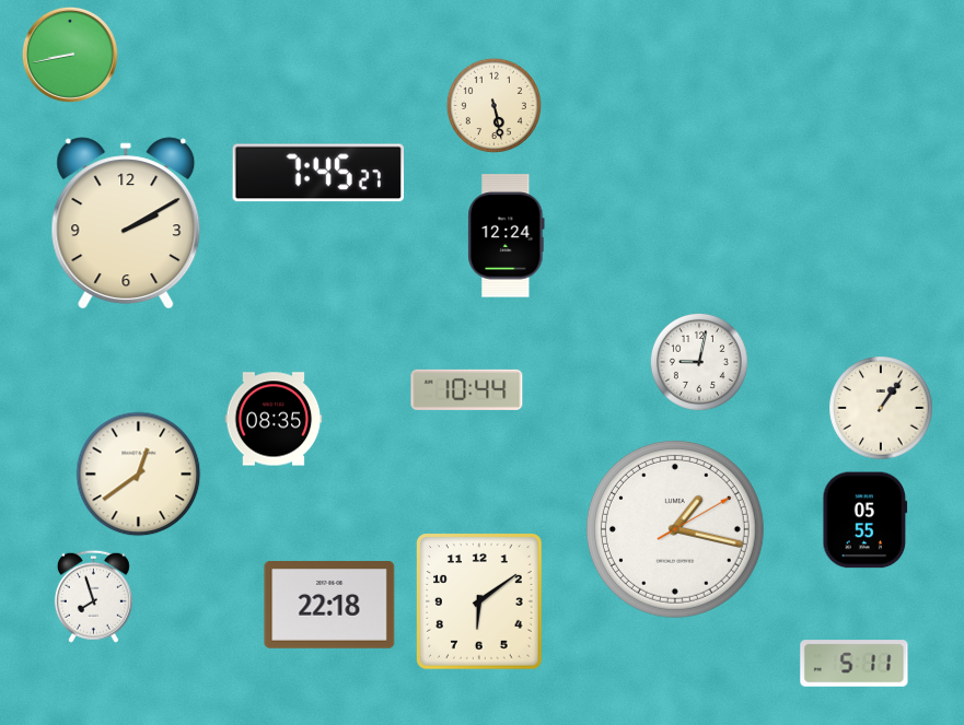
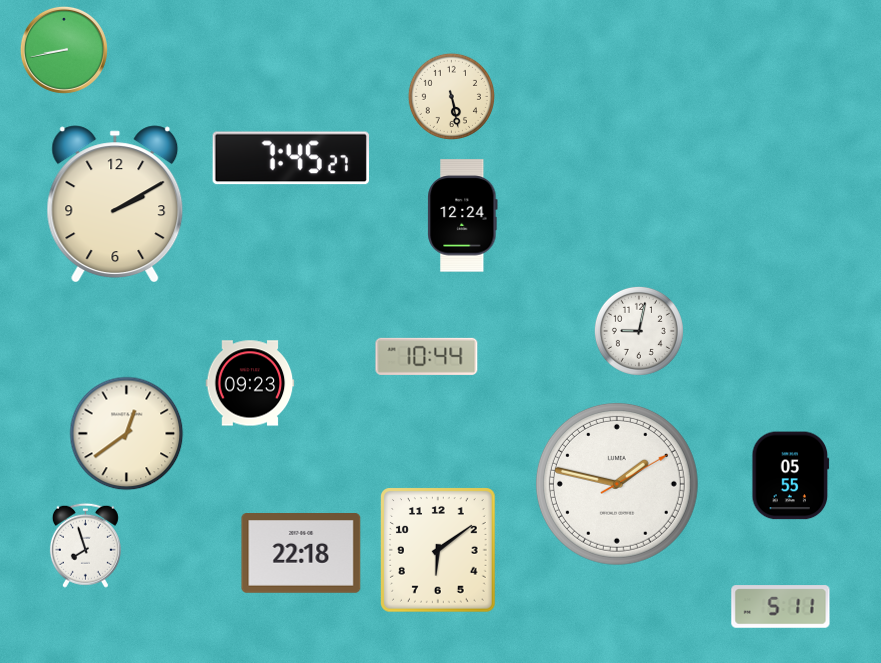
clock at (881, 408): 1:06 -> none
clock at (274, 419): 08:35 -> 09:23
clock at (675, 529): 1:17 -> 1:47
